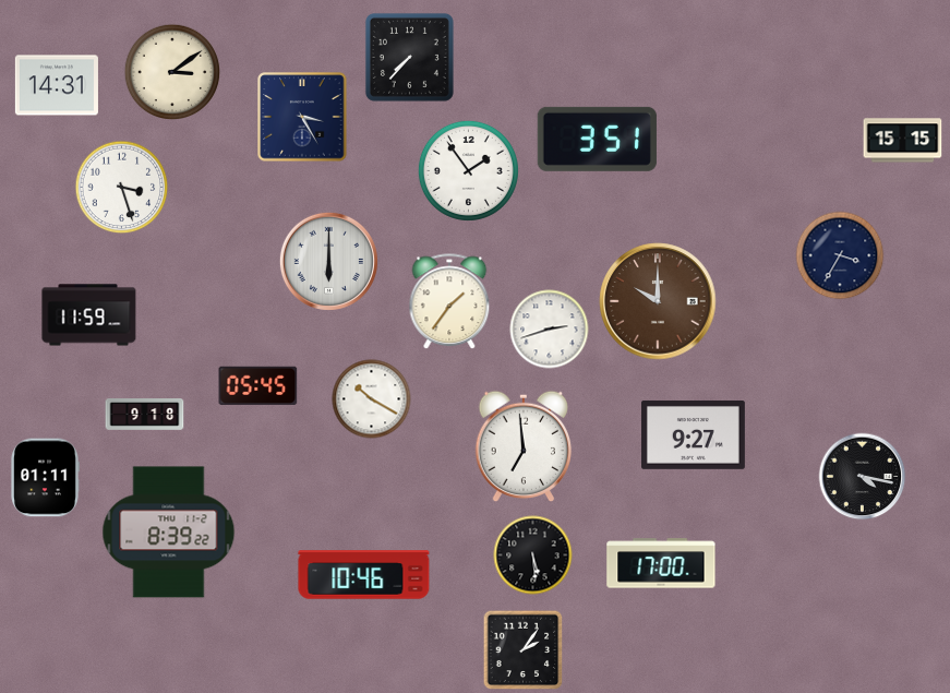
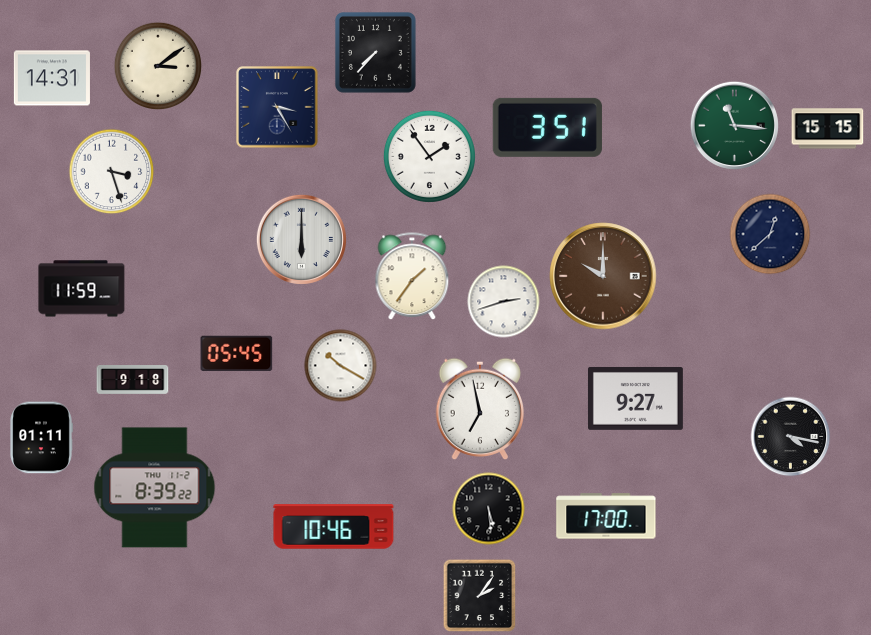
clock at (734, 125): none -> 11:16
clock at (840, 255): 3:35 -> 12:38
clock at (524, 446): 6:59 -> 6:58
